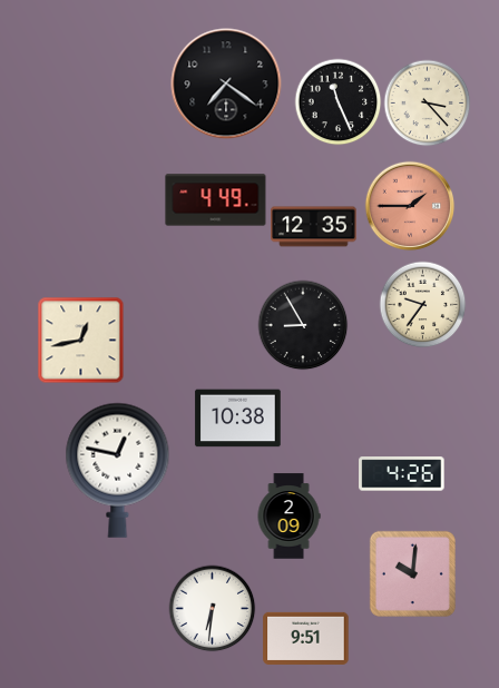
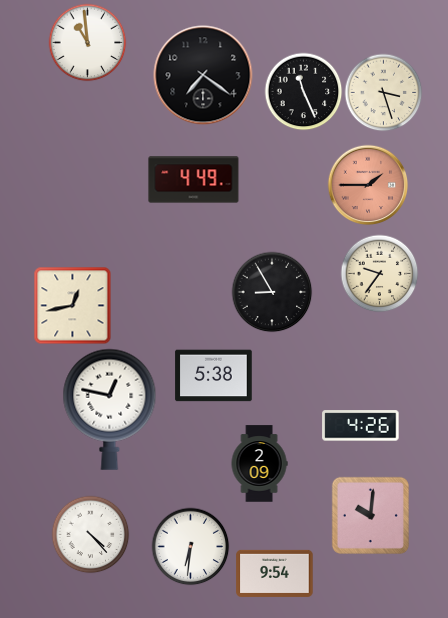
clock at (87, 42): none -> 10:59
clock at (427, 102): 3:23 -> 3:27
clock at (314, 227): 12:35 -> none
clock at (238, 419): 10:38 -> 5:38
clock at (118, 470) position: (118, 470) -> (110, 409)
clock at (90, 534): none -> 4:23
clock at (306, 638): 9:51 -> 9:54
